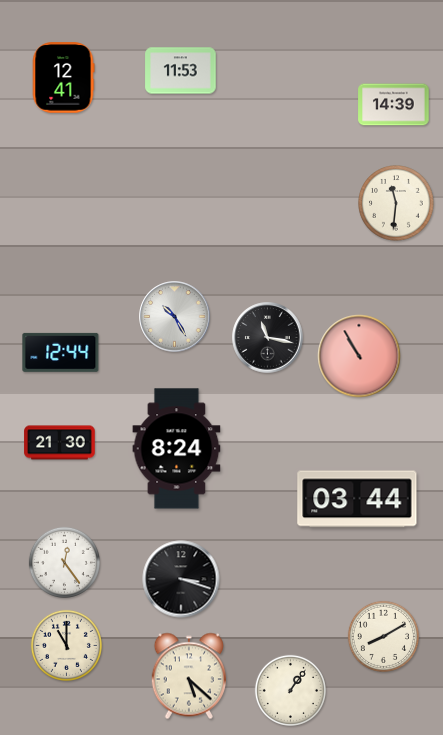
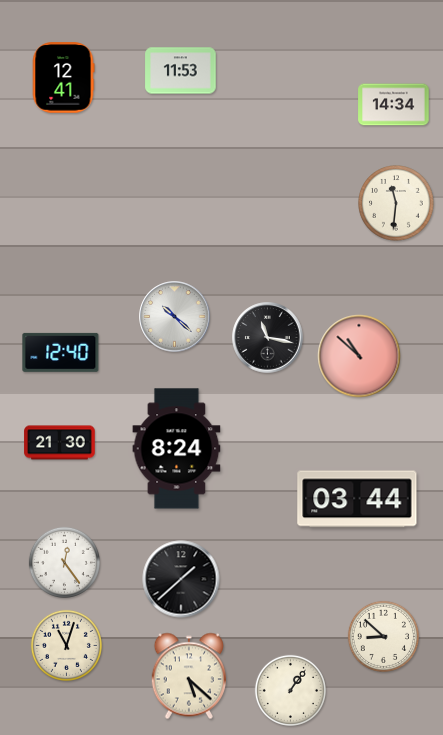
clock at (394, 105): 14:39 -> 14:34
clock at (175, 317): 10:25 -> 10:22
clock at (61, 352): 12:44 -> 12:40
clock at (359, 356): 10:55 -> 10:52
clock at (181, 579): 3:18 -> 1:38
clock at (383, 636): 8:10 -> 8:52
clock at (66, 645): 11:00 -> 11:03
